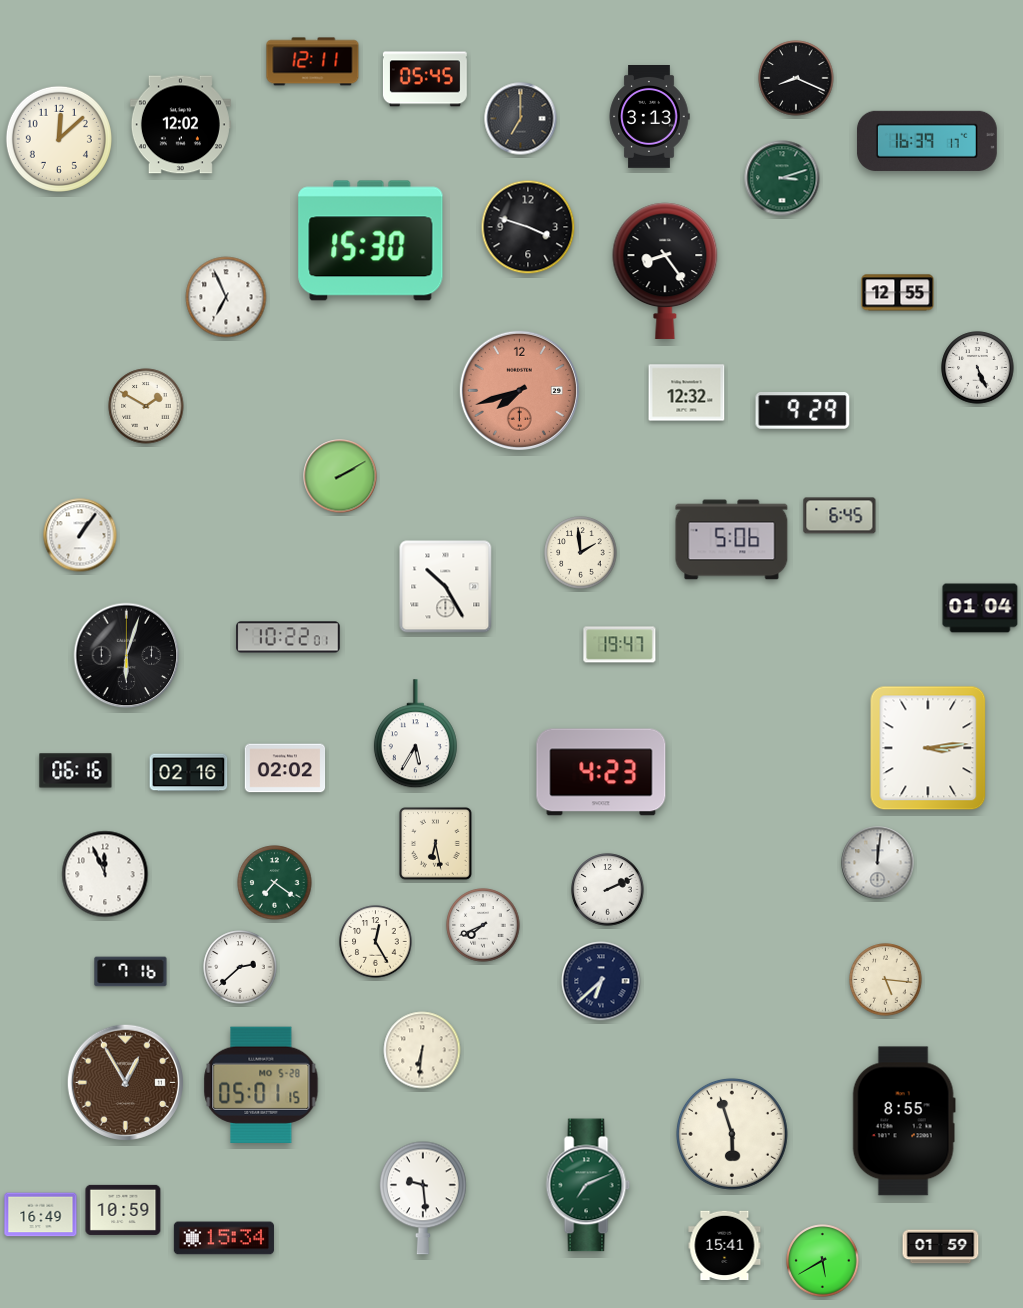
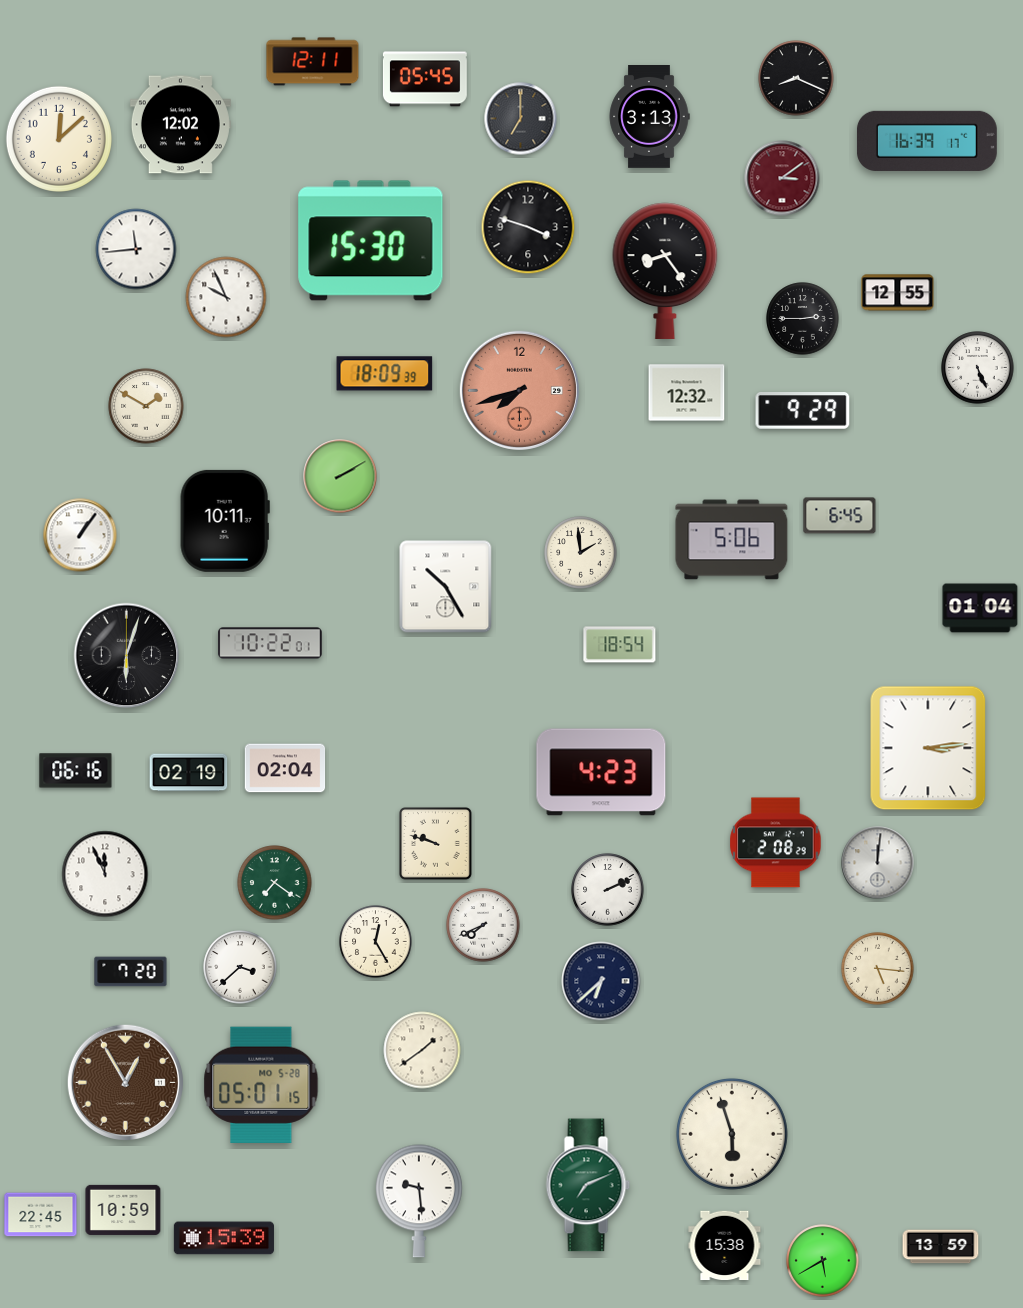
clock at (782, 178): 3:12 -> 3:09
clock at (782, 178) dial: green -> burgundy
clock at (136, 249): none -> 11:44
clock at (226, 297): 6:56 -> 9:56
clock at (803, 319): none -> 2:45
clock at (385, 374): none -> 18:09
clock at (225, 521): none -> 10:11
clock at (288, 637) position: (288, 637) -> (270, 643)
clock at (620, 645): 19:47 -> 18:54
clock at (415, 734): 5:35 -> none
clock at (285, 768): 02:02 -> 02:04
clock at (189, 773): 02:16 -> 02:19
clock at (776, 843): none -> 2:08
clock at (436, 844): 6:28 -> 9:48
clock at (240, 967): 2:38 -> 3:38
clock at (131, 972): 7:16 -> 7:20
clock at (886, 980) position: (886, 980) -> (878, 969)
clock at (422, 1050): 6:31 -> 1:39
clock at (904, 1121): 8:55 -> none
clock at (423, 1198) position: (423, 1198) -> (419, 1201)
clock at (41, 1215): 16:49 -> 22:45
clock at (224, 1238): 15:34 -> 15:39
clock at (725, 1246): 15:41 -> 15:38
clock at (941, 1247): 01:59 -> 13:59
